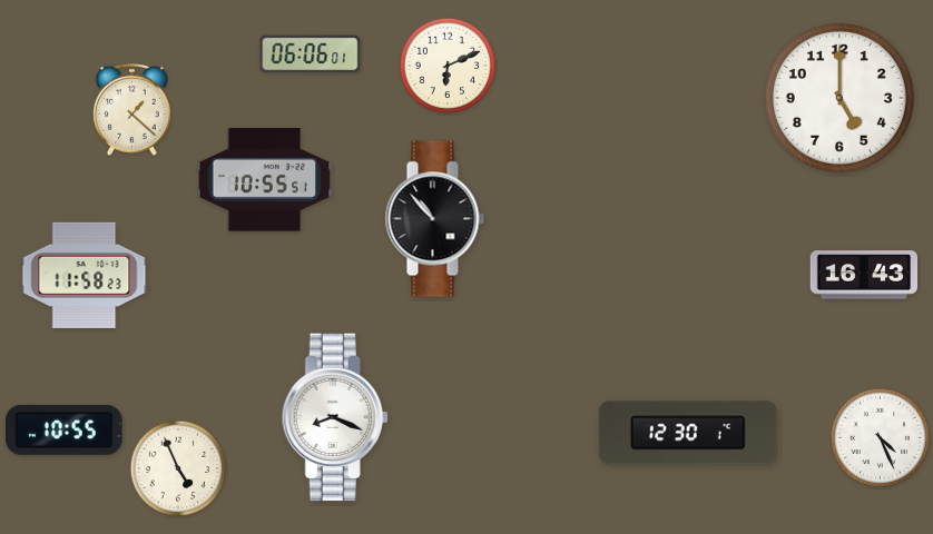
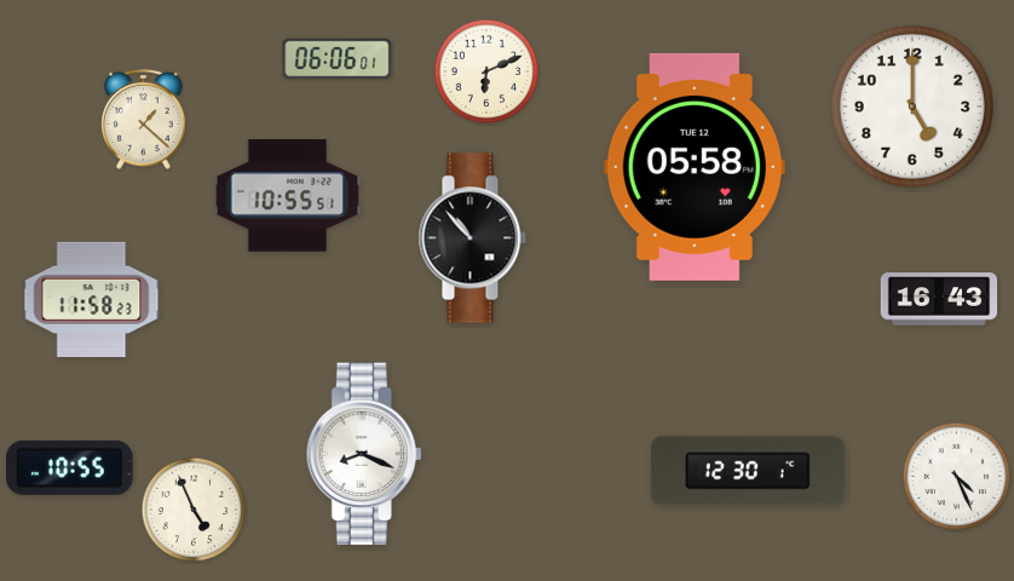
clock at (695, 167): none -> 05:58
